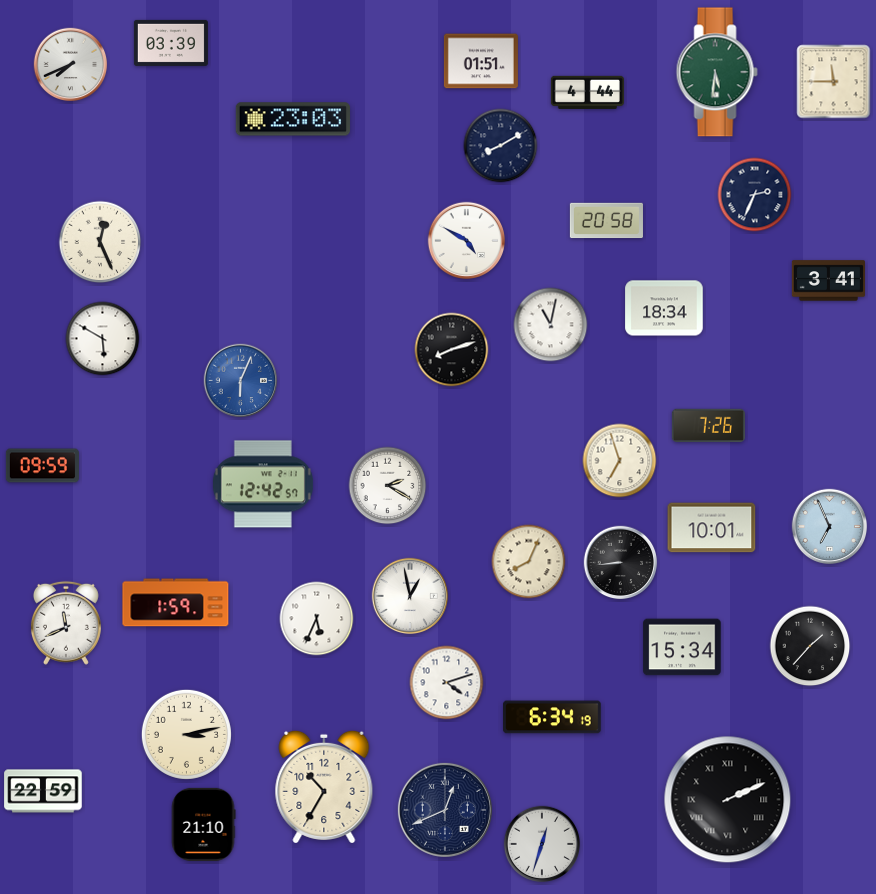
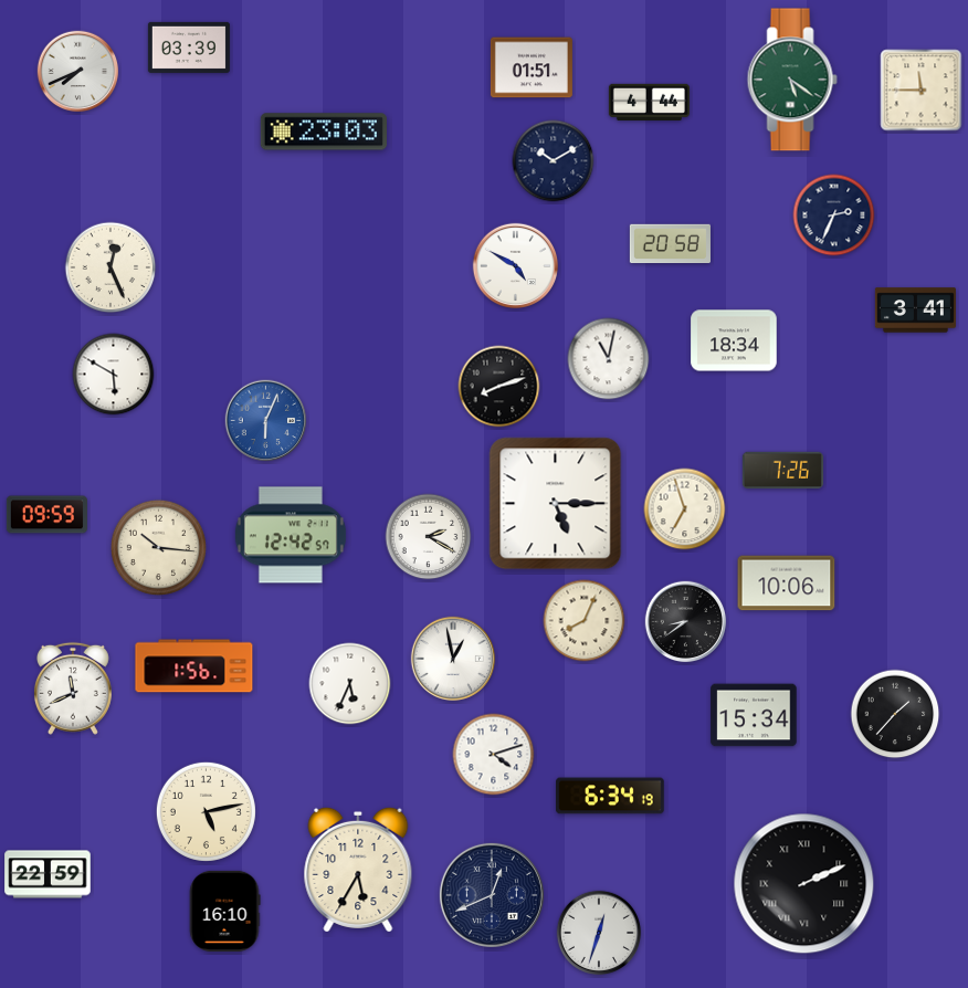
clock at (717, 72): 5:31 -> 5:21
clock at (501, 146): 8:10 -> 10:10
clock at (556, 504): none -> 5:15
clock at (158, 547): none -> 10:16
clock at (830, 527): 6:56 -> none
clock at (712, 528): 10:01 -> 10:06
clock at (621, 563): 8:44 -> 8:39
clock at (176, 603): 1:59 -> 1:56
clock at (552, 717) position: (552, 717) -> (610, 796)
clock at (186, 734): 3:13 -> 5:13
clock at (324, 787): 10:35 -> 5:35
clock at (203, 824): 21:10 -> 16:10
